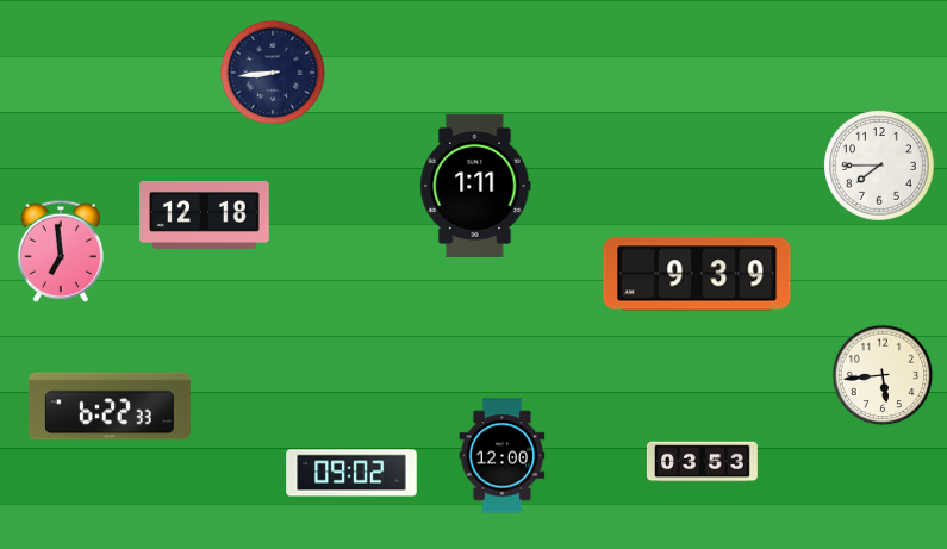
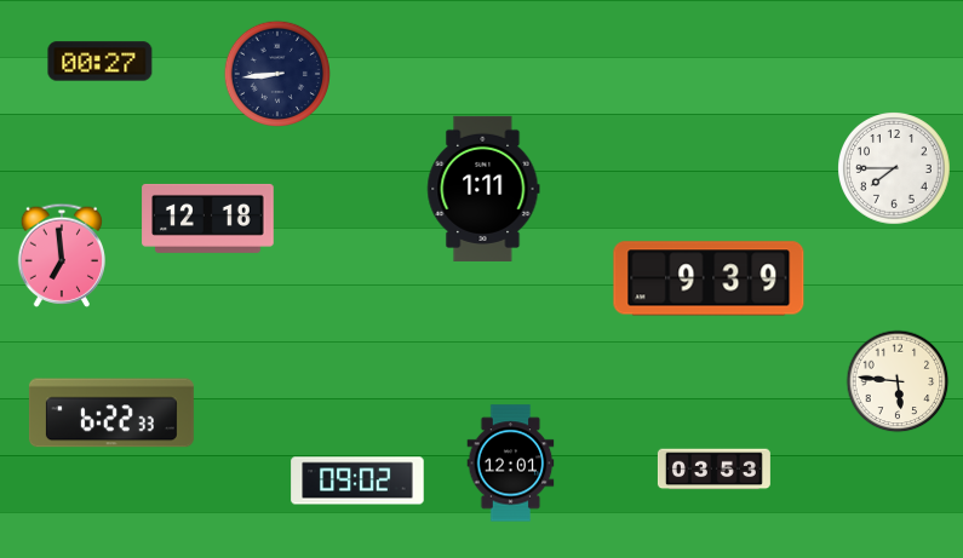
clock at (101, 62): none -> 00:27
clock at (883, 375): 5:44 -> 5:46
clock at (503, 456): 12:00 -> 12:01
